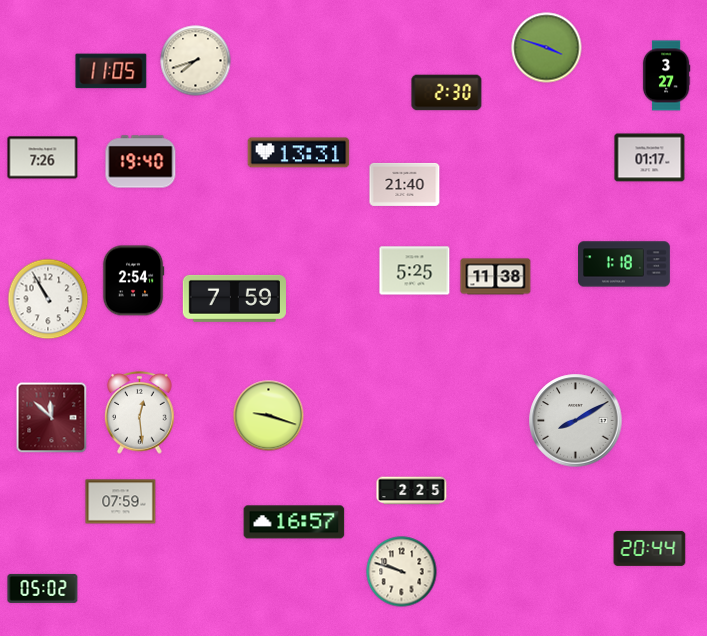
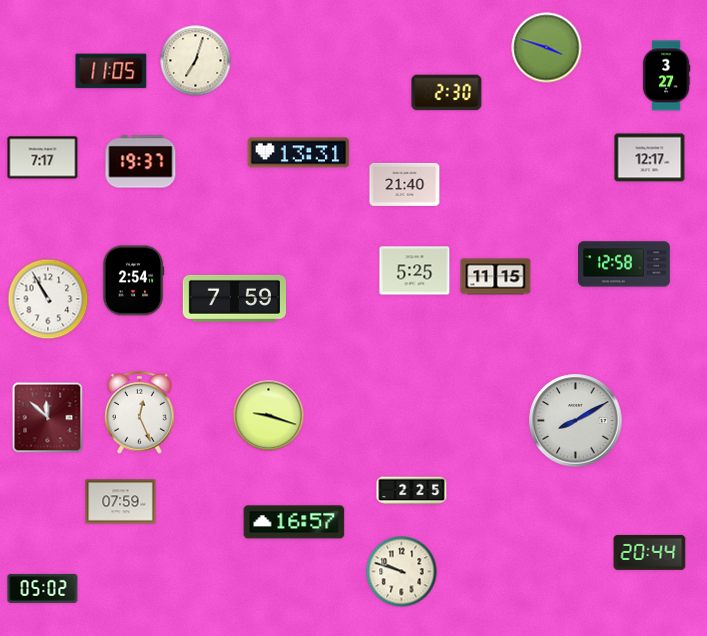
clock at (196, 61): 7:42 -> 7:03
clock at (43, 158): 7:26 -> 7:17
clock at (650, 158): 01:17 -> 12:17
clock at (141, 162): 19:40 -> 19:37
clock at (624, 264): 1:18 -> 12:58
clock at (496, 277): 11:38 -> 11:15
clock at (140, 412): 12:29 -> 12:26
clock at (52, 418) position: (52, 418) -> (48, 418)
clock at (650, 548) position: (650, 548) -> (650, 552)
